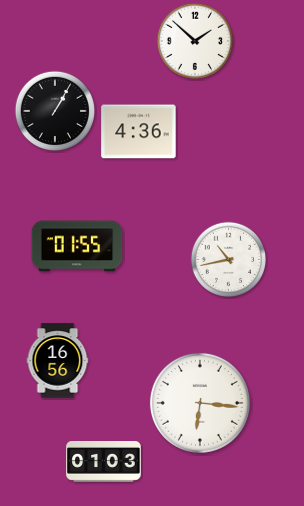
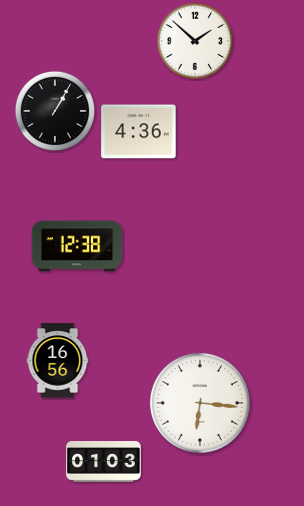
clock at (77, 246): 01:55 -> 12:38
clock at (229, 260): 10:43 -> none
